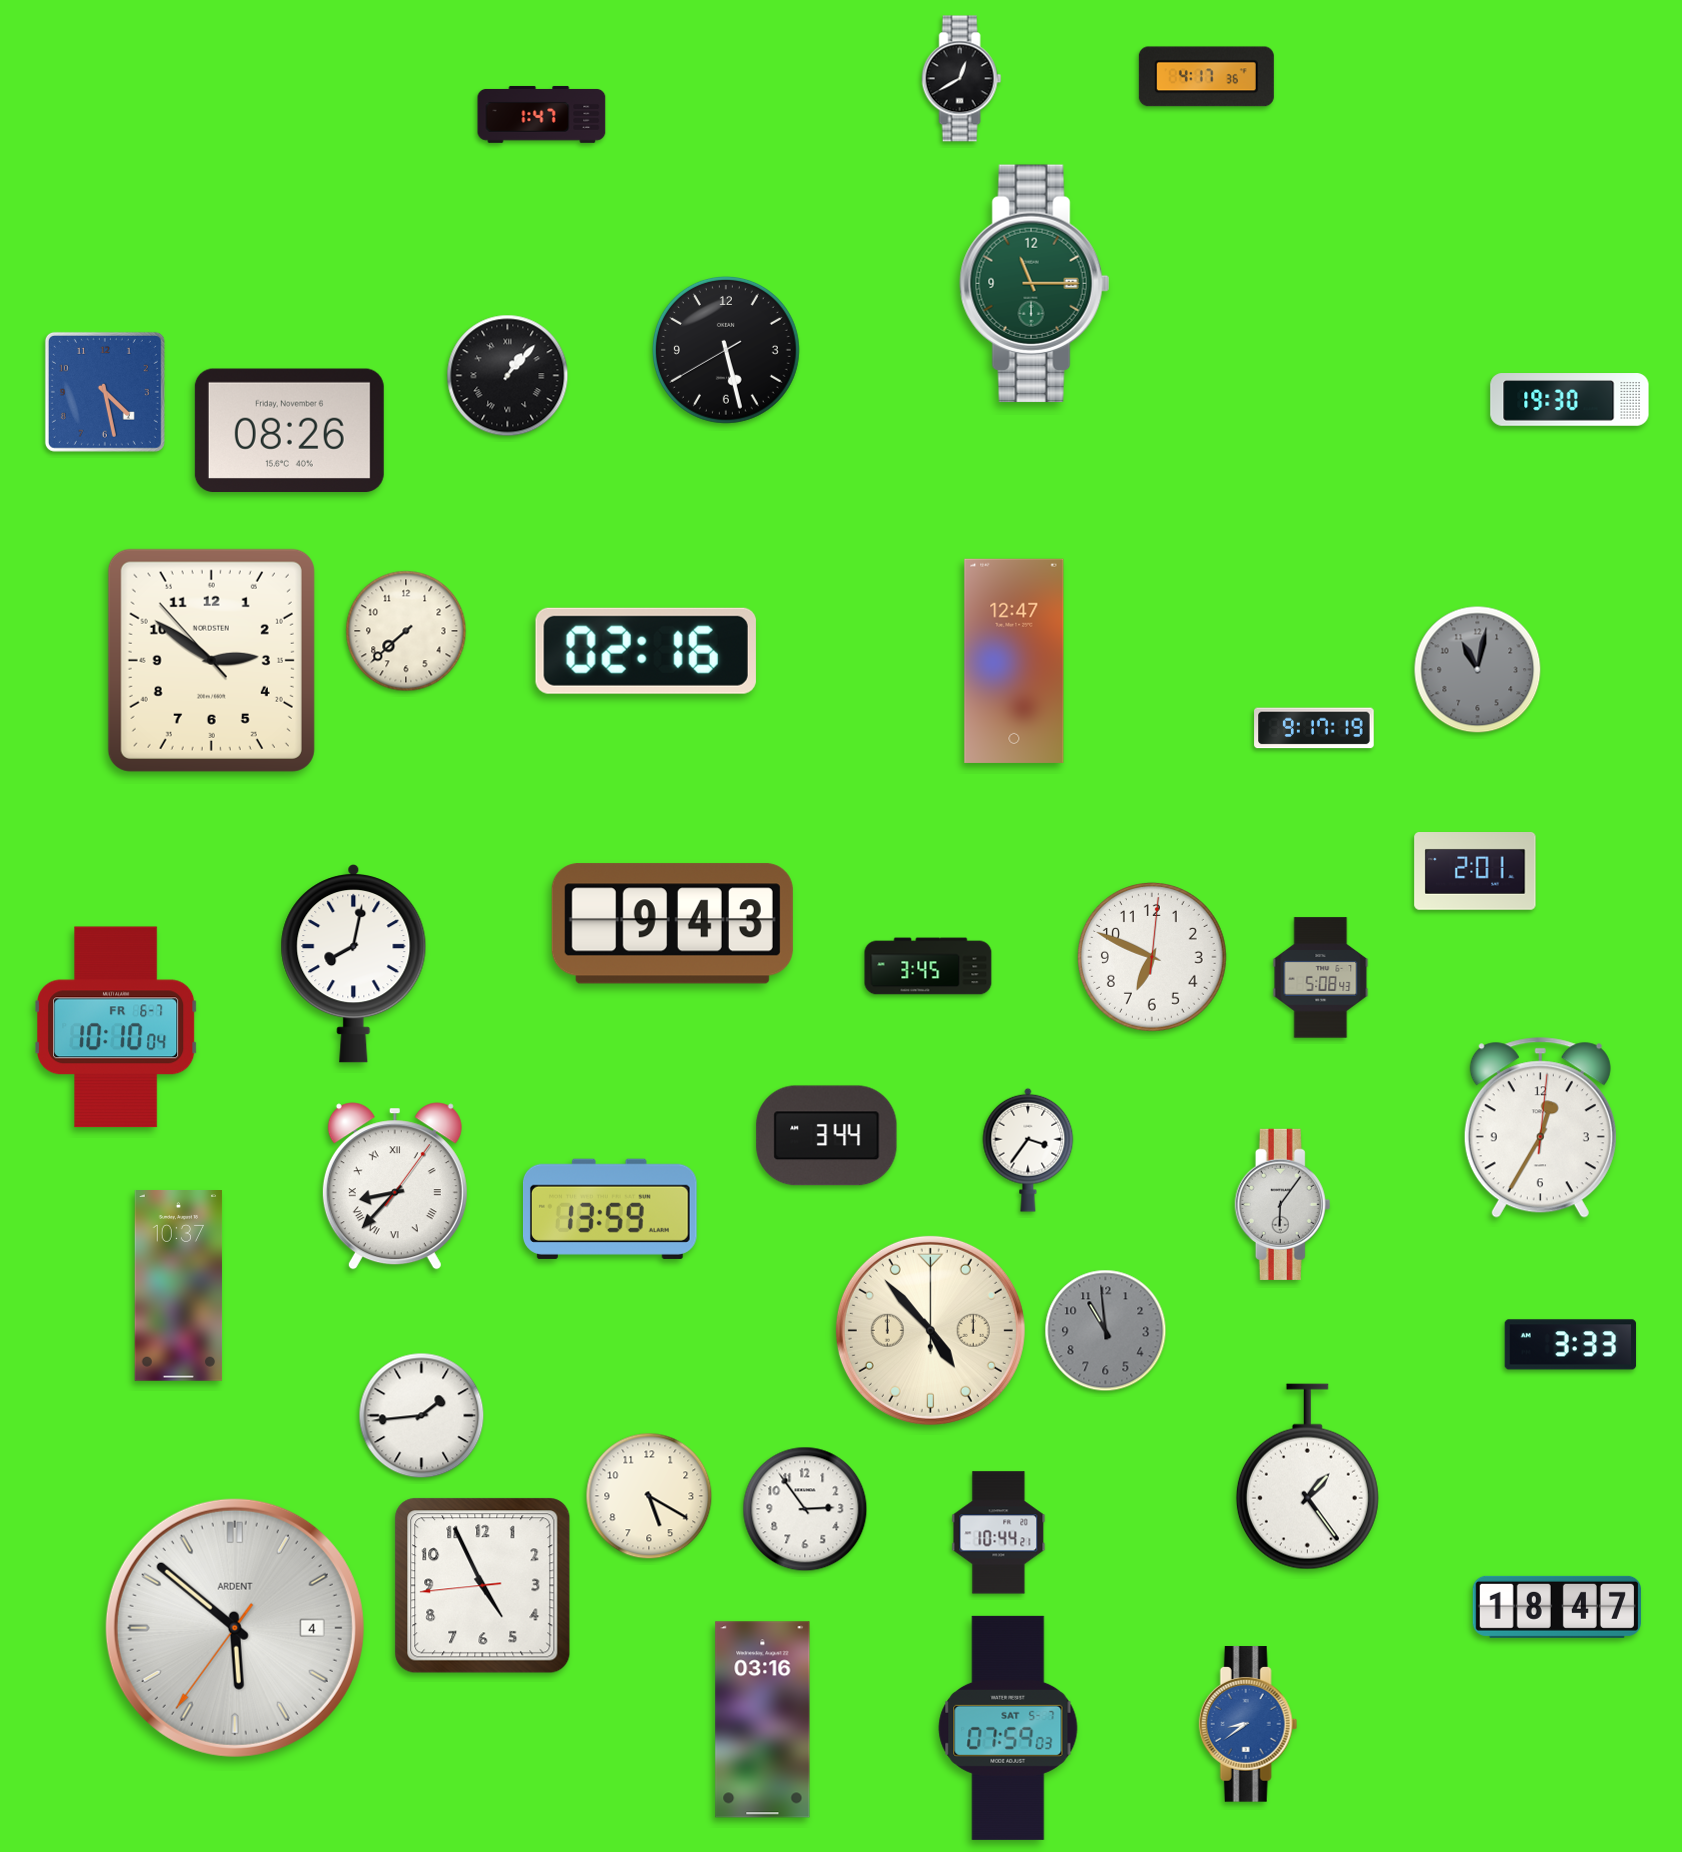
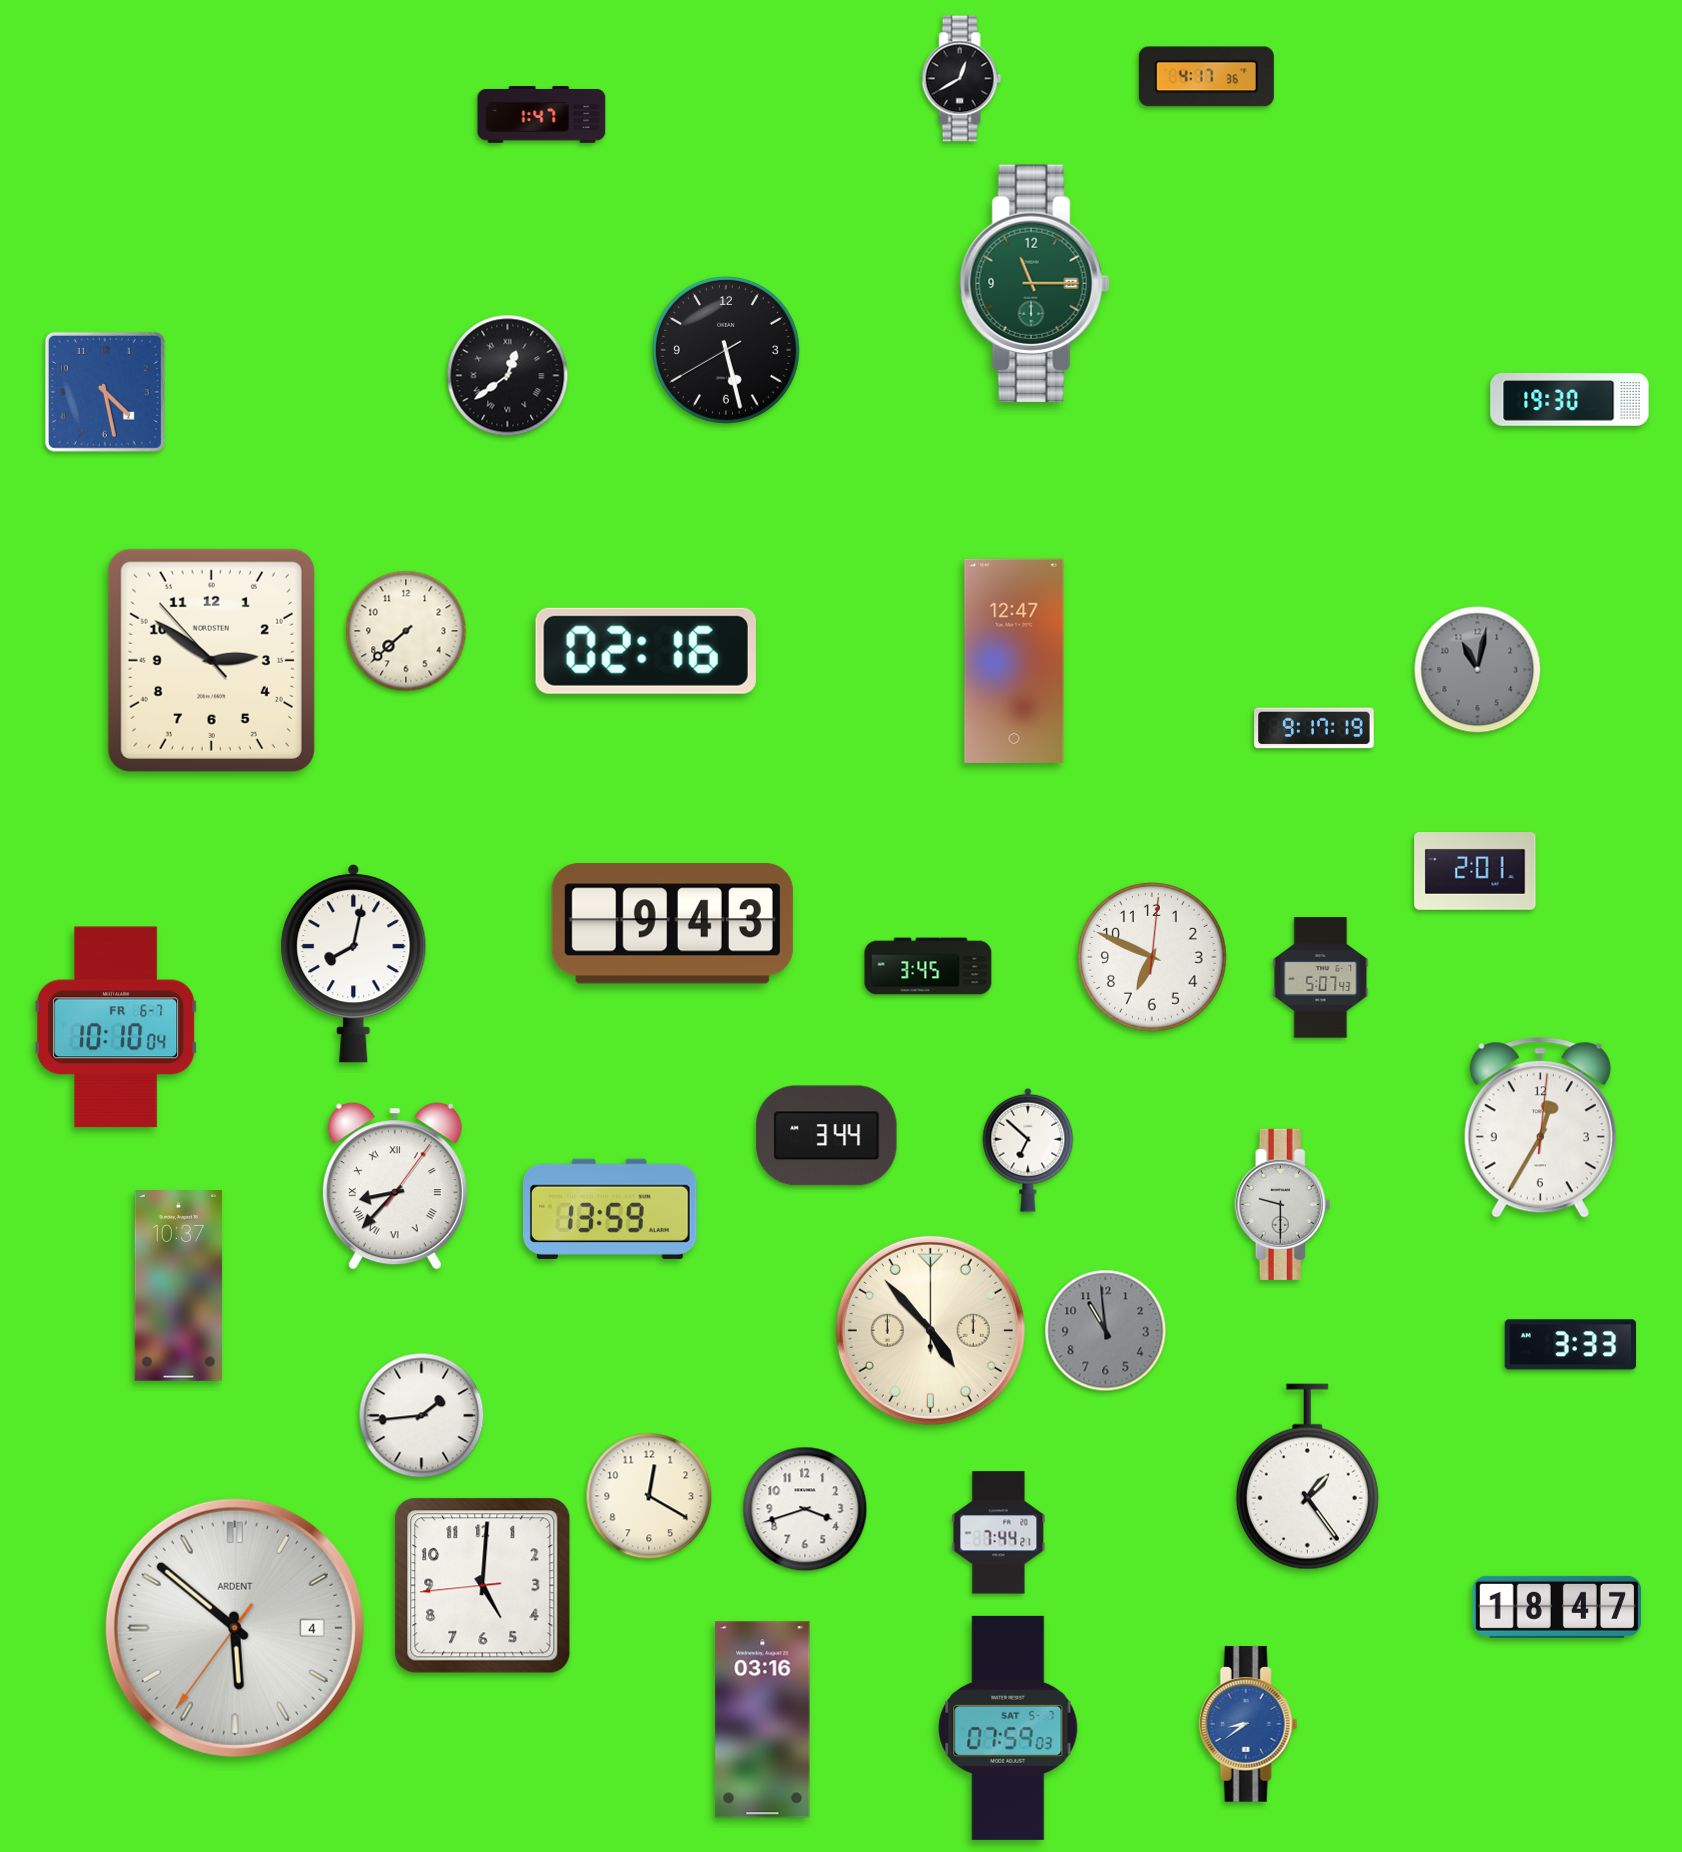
clock at (508, 376): 1:07 -> 12:39
clock at (289, 430): 08:26 -> none
clock at (1321, 978): 5:08 -> 5:07
clock at (1028, 1150): 3:36 -> 6:52
clock at (1283, 1204): 6:06 -> 9:30
clock at (649, 1496): 5:20 -> 12:20
clock at (805, 1509): 2:54 -> 3:42
clock at (999, 1533): 10:44 -> 7:44
clock at (483, 1586): 4:55 -> 5:00
